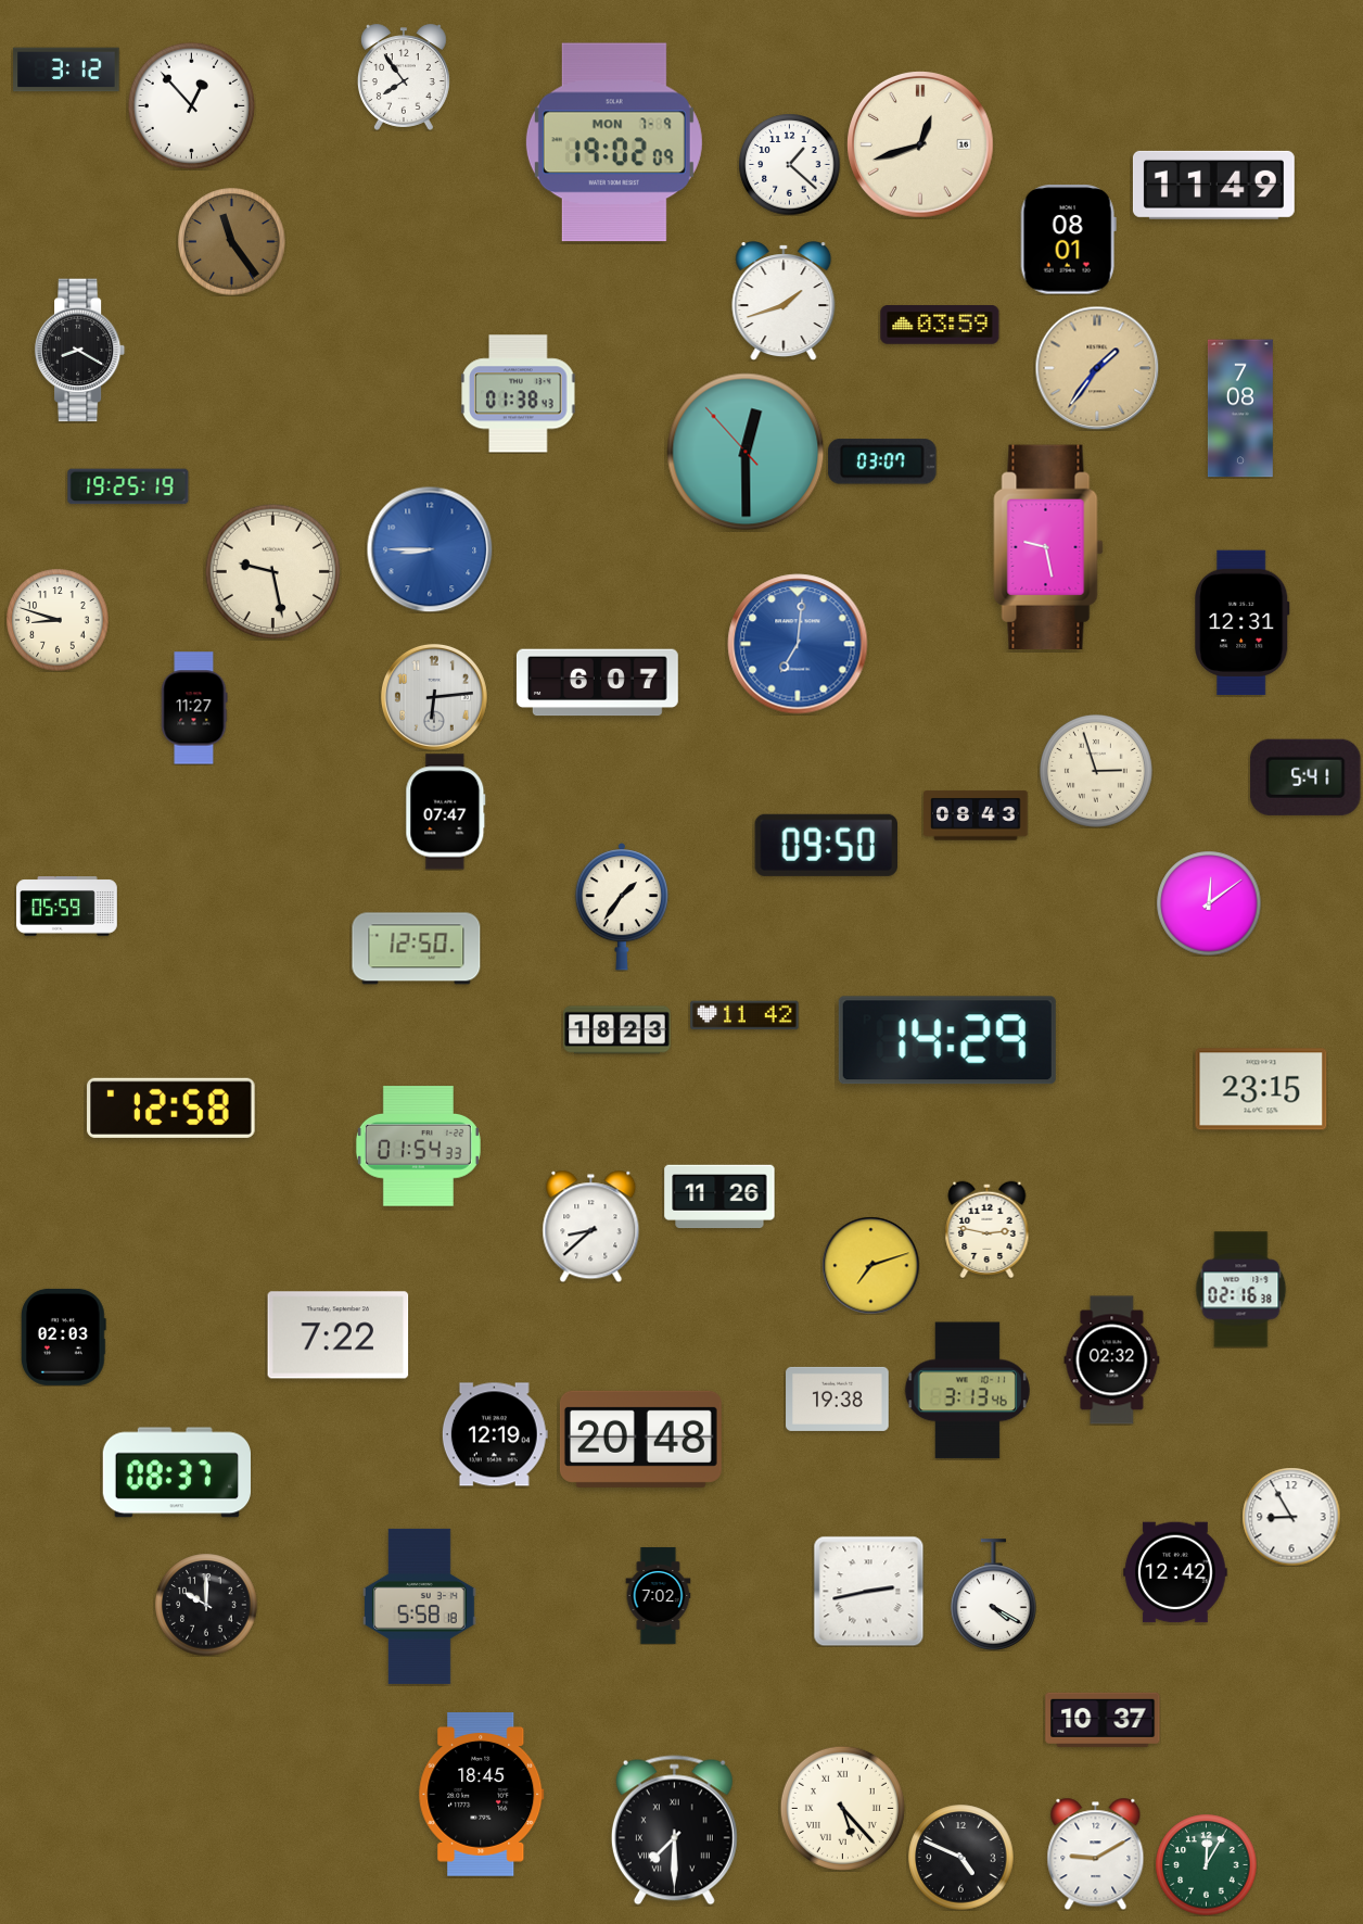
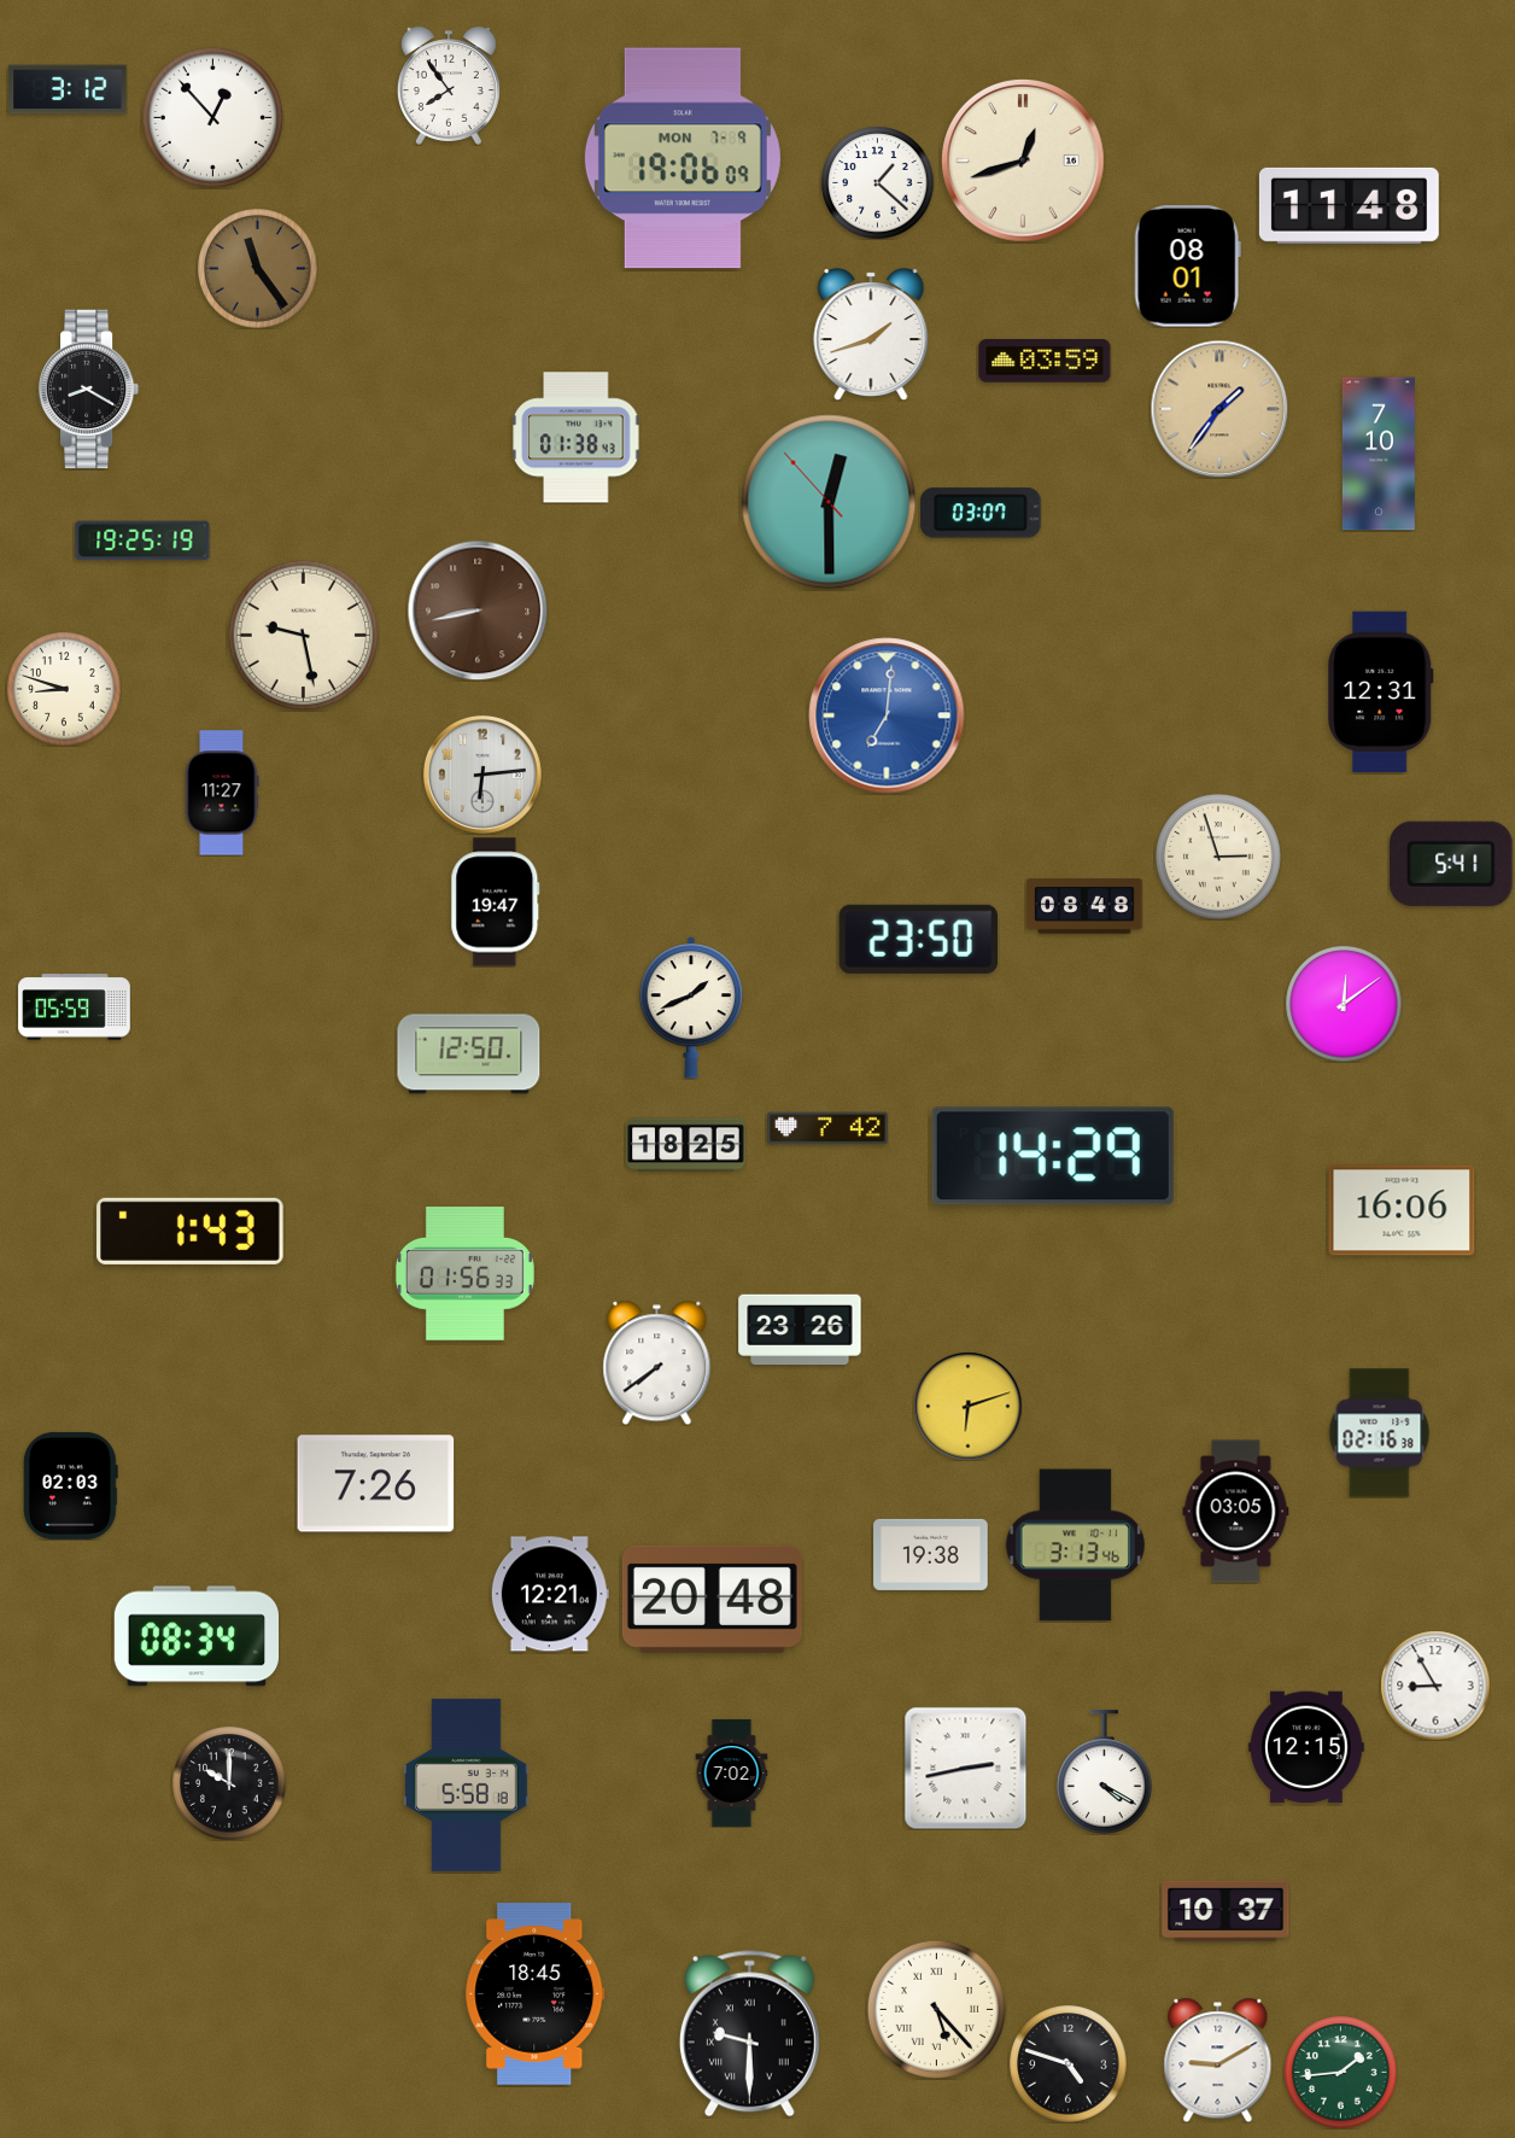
clock at (66, 69) position: (66, 69) -> (68, 89)
clock at (614, 142): 19:02 -> 19:06
clock at (1213, 185): 11:49 -> 11:48
clock at (1240, 408): 7:08 -> 7:10
clock at (1048, 547): 9:28 -> none
clock at (430, 549): 8:45 -> 8:43
clock at (430, 549) dial: blue -> brown
clock at (597, 683): 6:07 -> none
clock at (194, 708) position: (194, 708) -> (222, 793)
clock at (446, 812): 07:47 -> 19:47
clock at (976, 815): 08:43 -> 08:48
clock at (826, 845): 09:50 -> 23:50
clock at (621, 907): 1:36 -> 1:41
clock at (417, 949) position: (417, 949) -> (469, 1055)
clock at (744, 1015): 11:42 -> 7:42
clock at (617, 1030): 18:23 -> 18:25
clock at (1261, 1089): 23:15 -> 16:06
clock at (171, 1107): 12:58 -> 1:43
clock at (418, 1147): 01:54 -> 01:56
clock at (719, 1197): 11:26 -> 23:26
clock at (591, 1226): 8:38 -> 7:39
clock at (988, 1229): 2:47 -> none
clock at (870, 1265): 7:12 -> 6:12
clock at (339, 1336): 7:22 -> 7:26
clock at (1112, 1360): 02:32 -> 03:05
clock at (495, 1434): 12:19 -> 12:21
clock at (176, 1472): 08:37 -> 08:34
clock at (1175, 1572): 12:42 -> 12:15
clock at (674, 1831): 7:30 -> 9:30
clock at (961, 1858): 4:49 -> 4:48
clock at (1206, 1864): 12:05 -> 1:44
